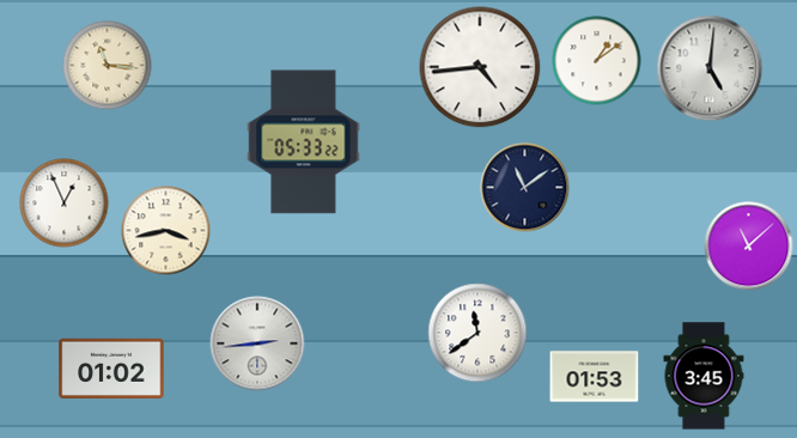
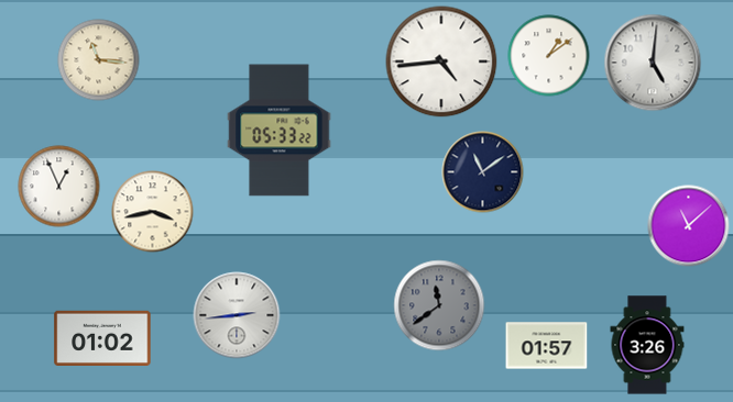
clock at (477, 333) dial: white -> grey
clock at (704, 376): 3:45 -> 3:26
clock at (595, 377): 01:53 -> 01:57
